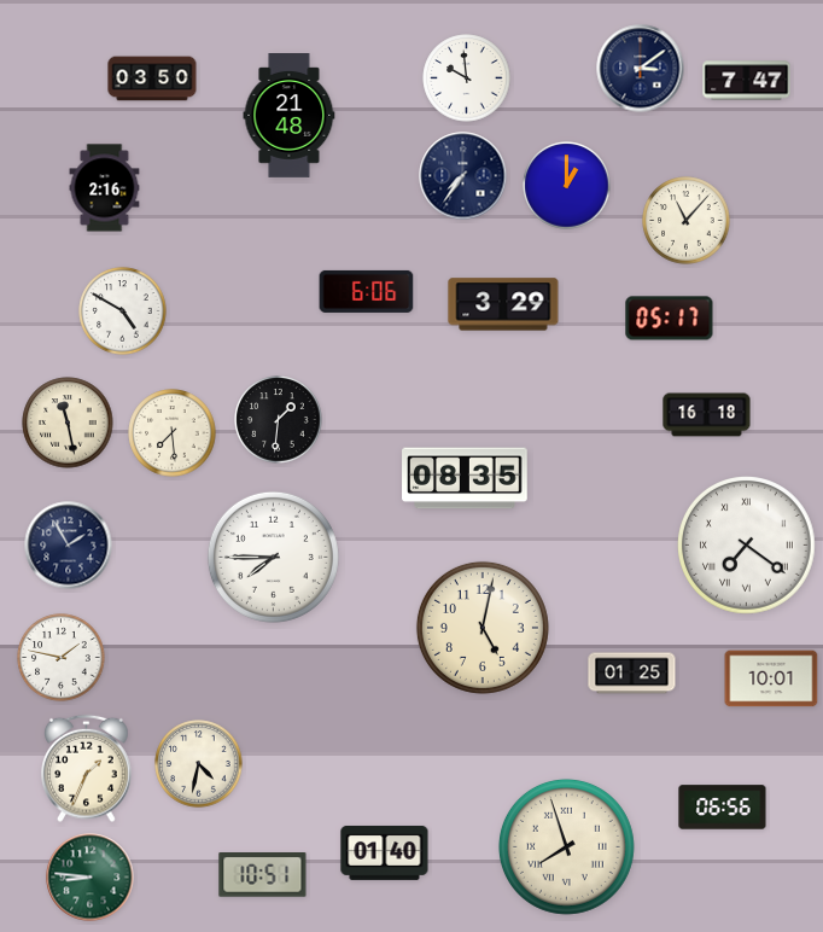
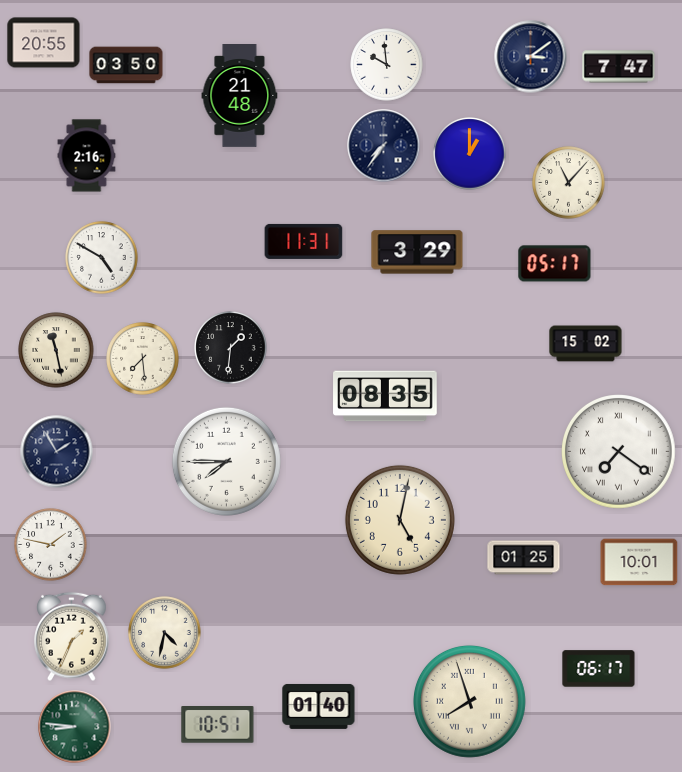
clock at (44, 43): none -> 20:55
clock at (367, 291): 6:06 -> 11:31
clock at (707, 415): 16:18 -> 15:02
clock at (723, 808): 06:56 -> 06:17
